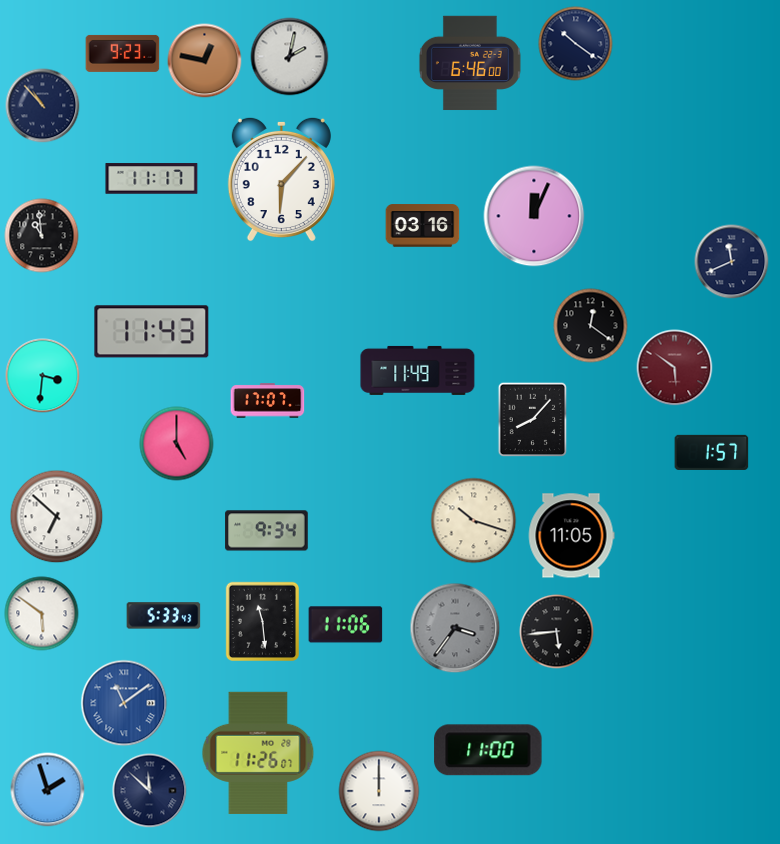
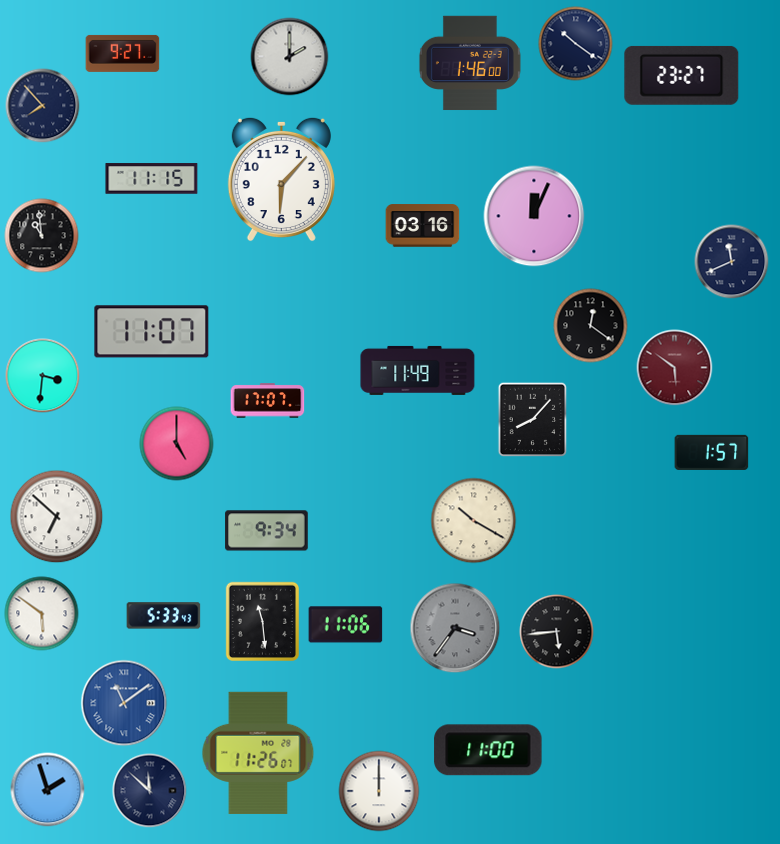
clock at (123, 53): 9:23 -> 9:27
clock at (290, 57): 2:02 -> 2:00
clock at (205, 61): 12:47 -> none
clock at (470, 63): 6:46 -> 1:46
clock at (682, 75): none -> 23:27
clock at (43, 106): 10:53 -> 7:53
clock at (152, 179): 11:17 -> 11:15
clock at (152, 332): 11:43 -> 11:07
clock at (474, 521): 10:18 -> 10:20
clock at (571, 536): 11:05 -> none
